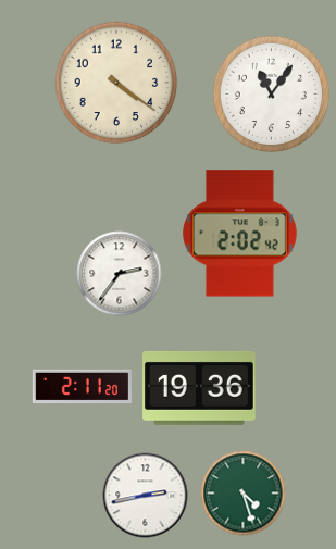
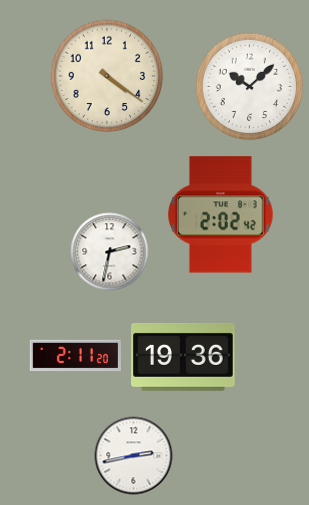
clock at (271, 93): 11:06 -> 10:08
clock at (119, 273): 2:36 -> 2:32
clock at (242, 492): 4:27 -> none
